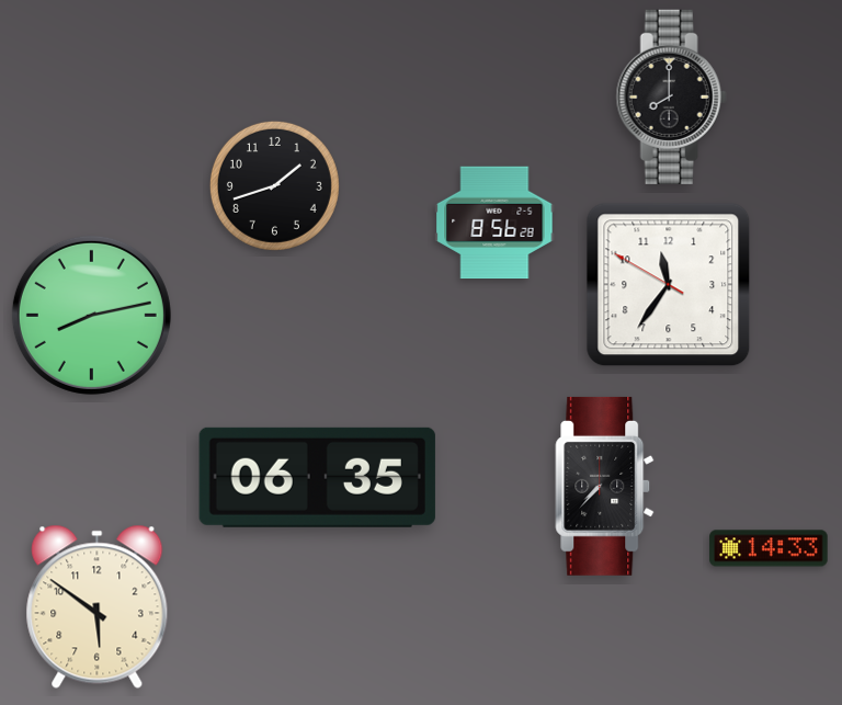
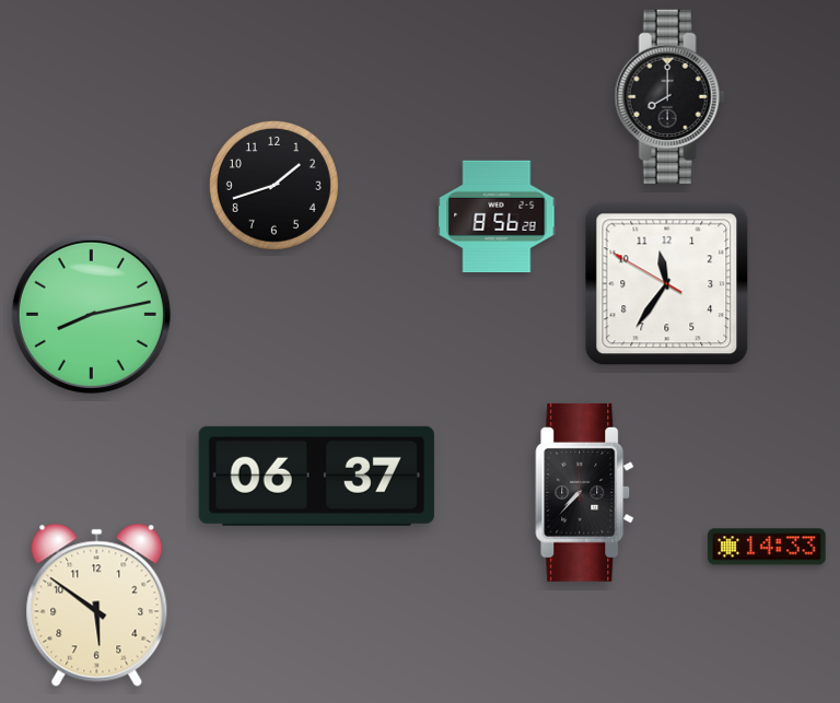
clock at (494, 223) position: (494, 223) -> (497, 216)
clock at (317, 477): 06:35 -> 06:37
clock at (605, 486) position: (605, 486) -> (585, 492)
